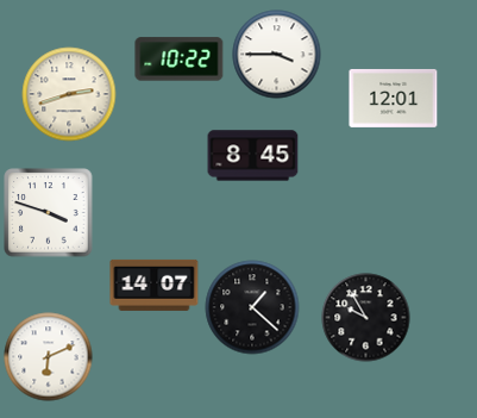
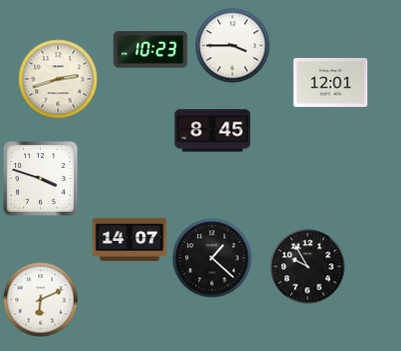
clock at (180, 60): 10:22 -> 10:23
